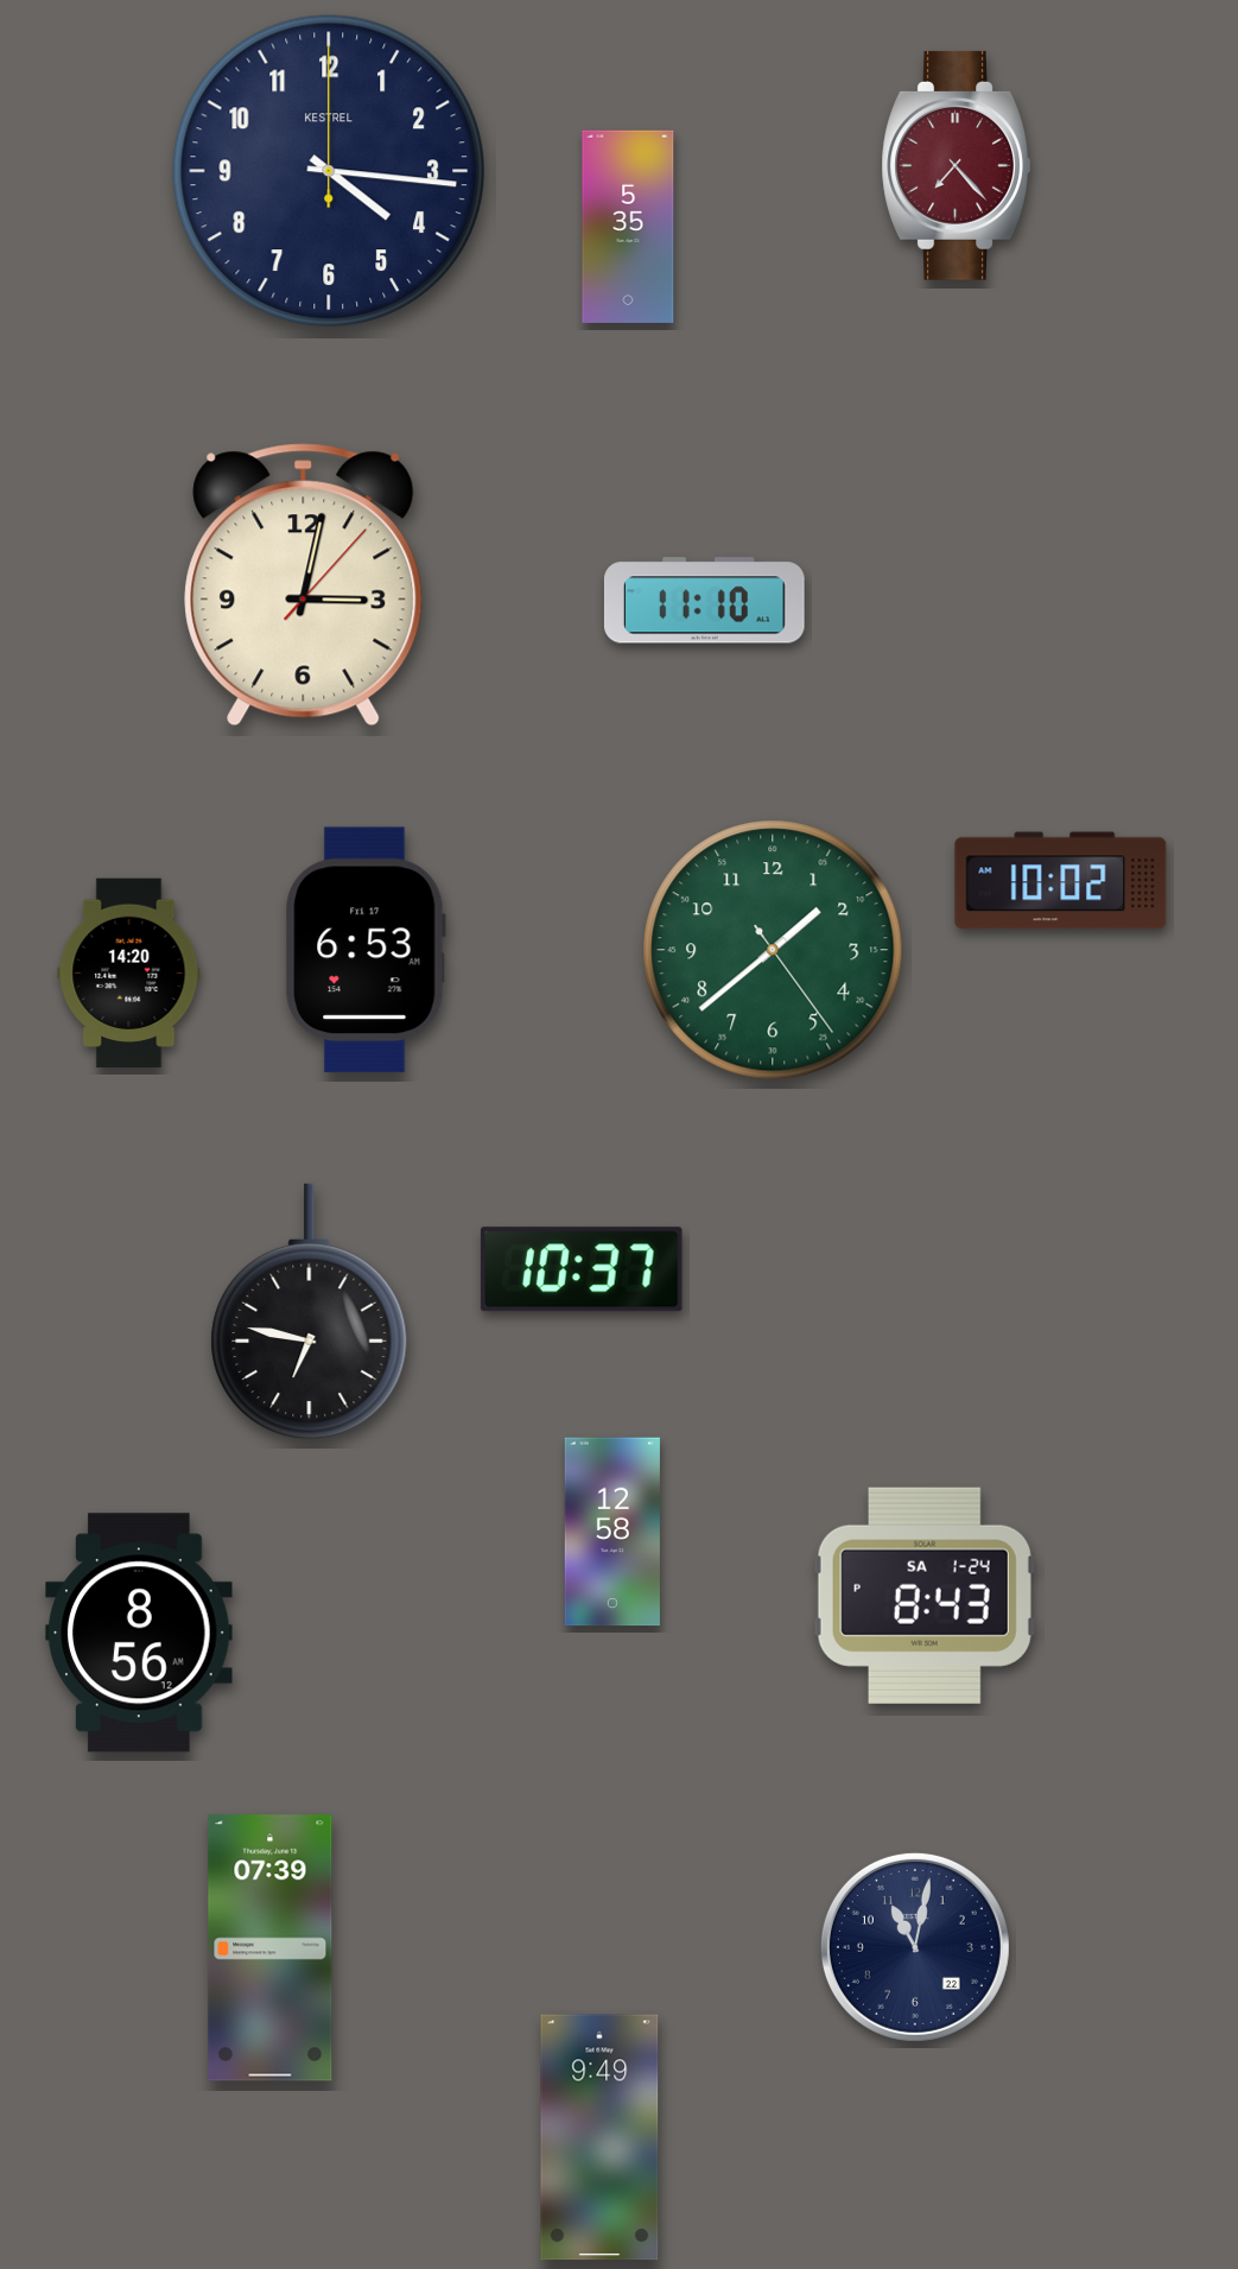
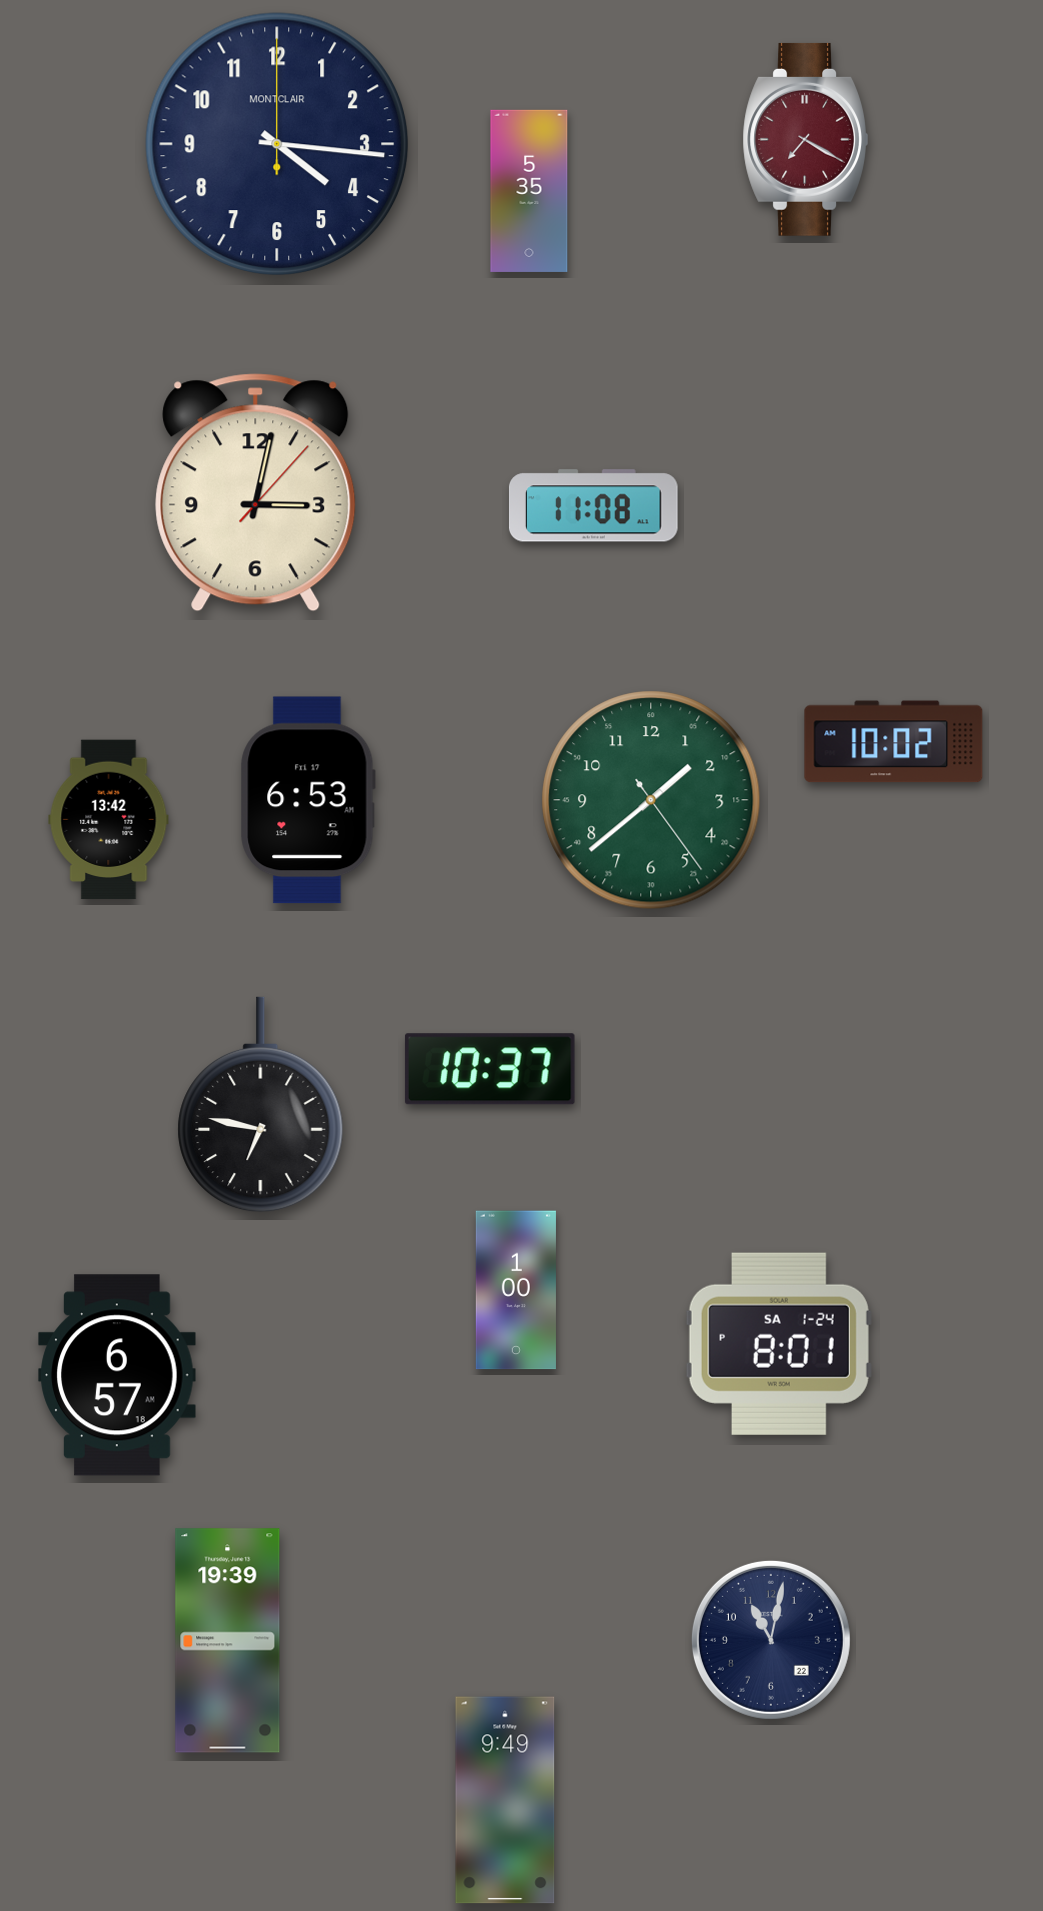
clock at (956, 165): 7:23 -> 7:20
clock at (329, 171) brand: KESTREL -> MONTCLAIR
clock at (704, 601): 11:10 -> 11:08
clock at (129, 974): 14:20 -> 13:42
clock at (612, 1532): 12:58 -> 1:00
clock at (925, 1596): 8:43 -> 8:01
clock at (139, 1633): 8:56 -> 6:57
clock at (271, 1948): 07:39 -> 19:39
